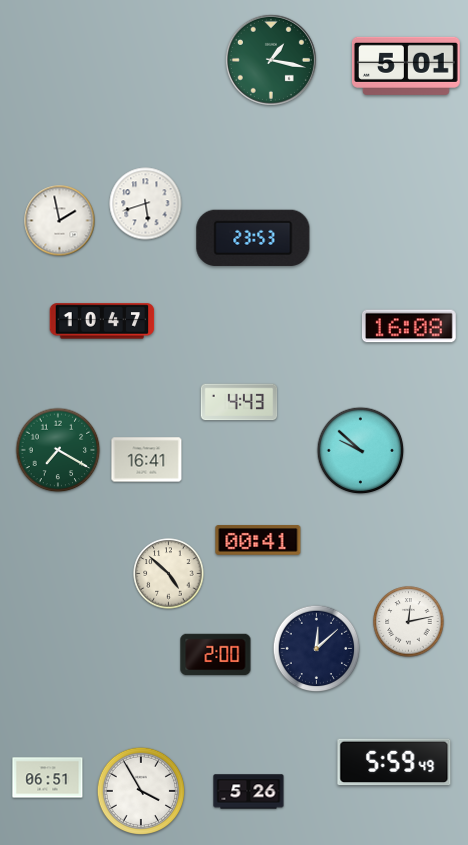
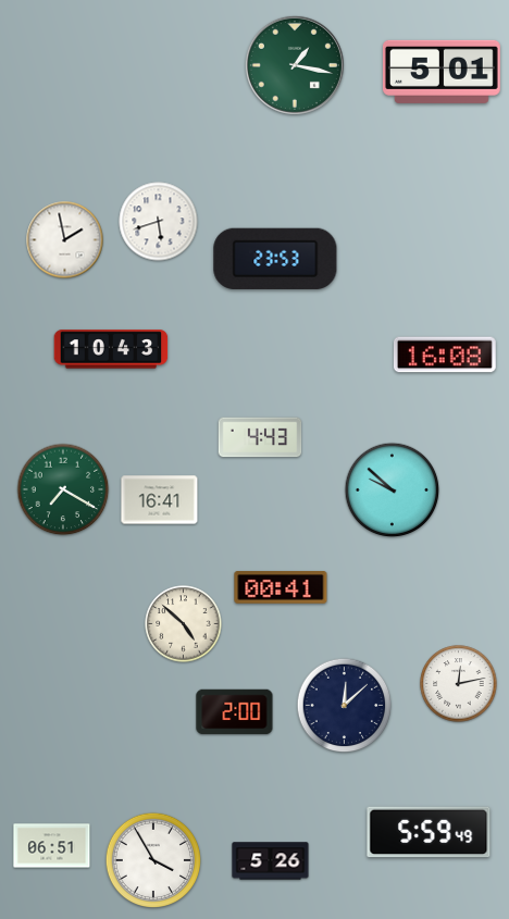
clock at (102, 321): 10:47 -> 10:43
clock at (409, 622) position: (409, 622) -> (459, 684)
clock at (394, 762) position: (394, 762) -> (429, 832)
